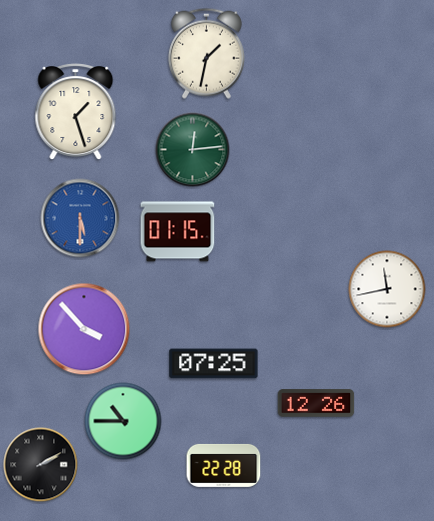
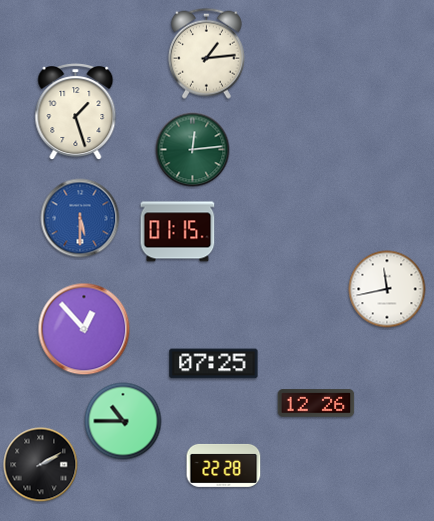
clock at (206, 53): 1:32 -> 1:14
clock at (84, 329): 3:53 -> 12:53
